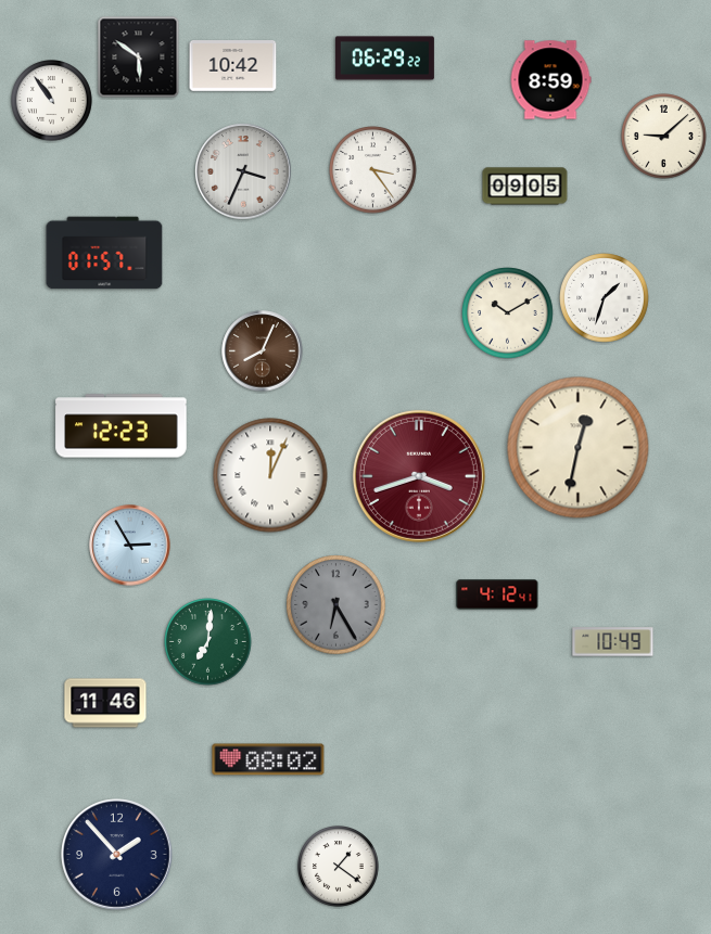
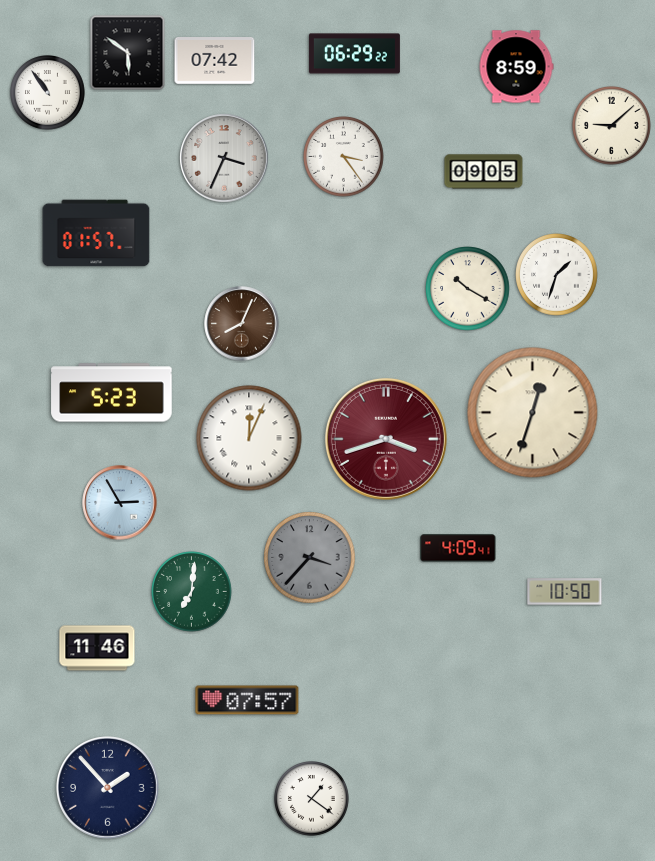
clock at (233, 66): 10:42 -> 07:42
clock at (550, 80) position: (550, 80) -> (516, 67)
clock at (508, 314): 10:10 -> 10:20
clock at (122, 426): 12:23 -> 5:23
clock at (579, 448): 12:32 -> 12:33
clock at (497, 594): 4:12 -> 4:09
clock at (337, 605): 6:25 -> 3:37
clock at (613, 642): 10:49 -> 10:50
clock at (268, 759): 08:02 -> 07:57
